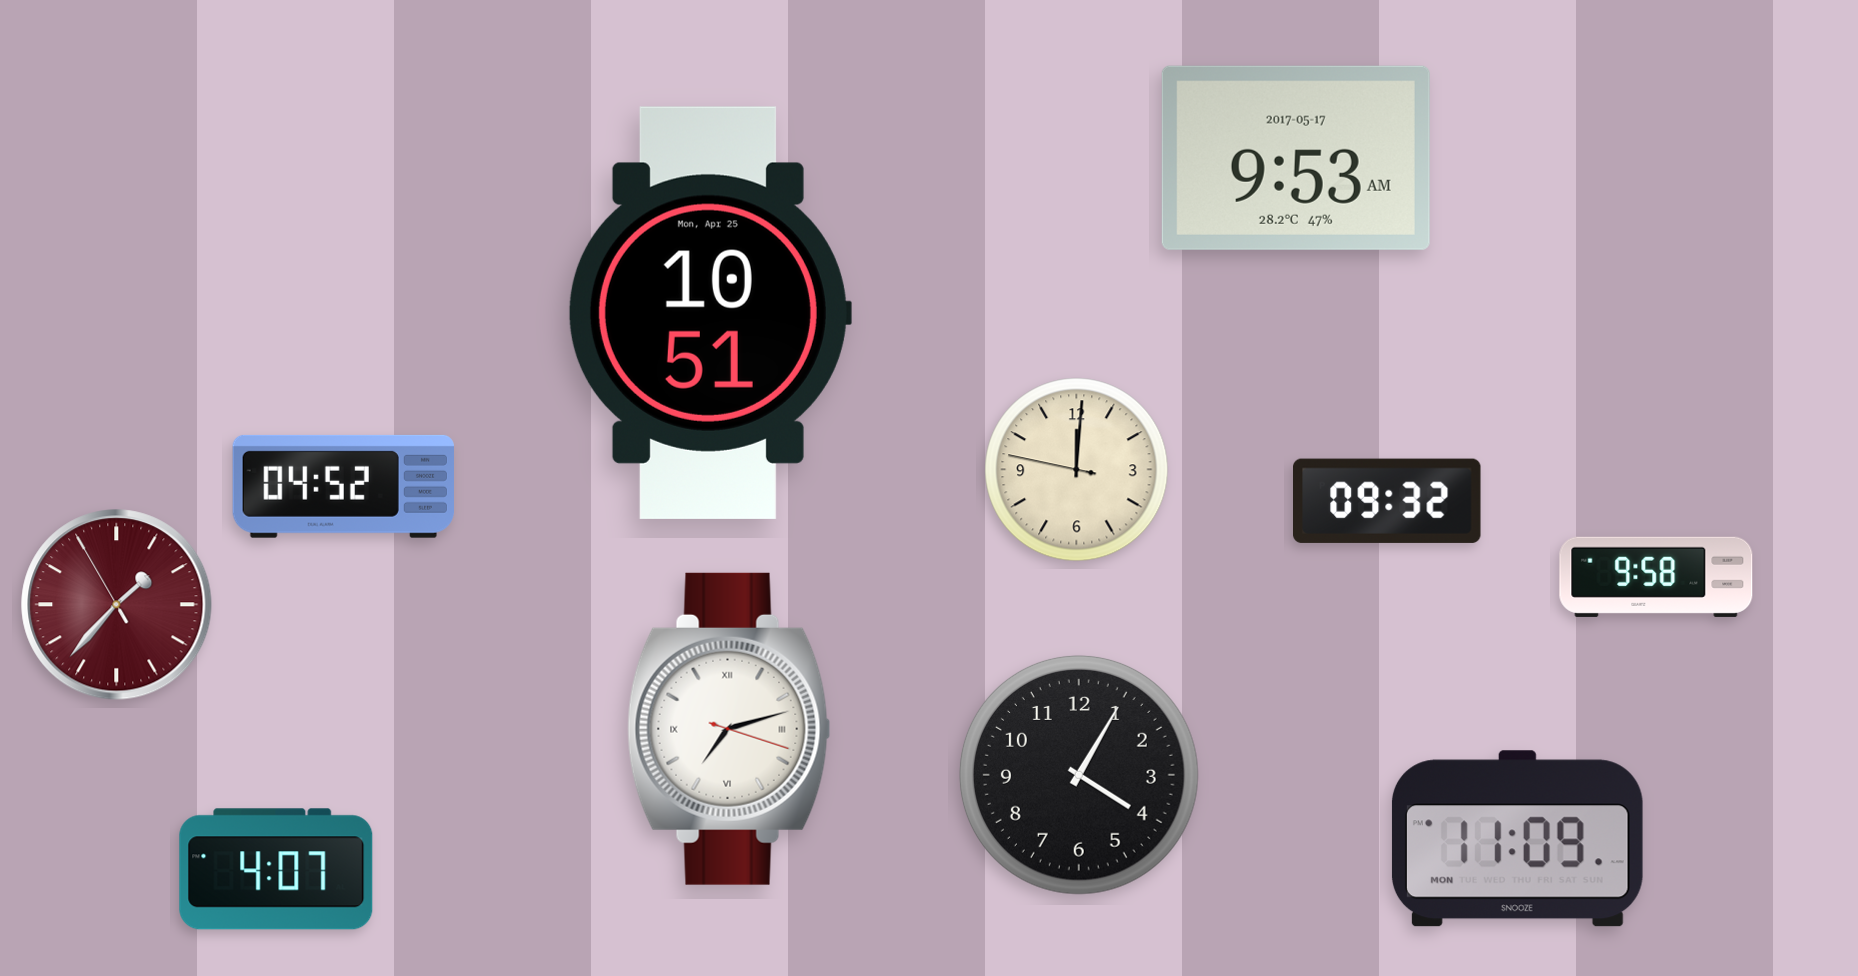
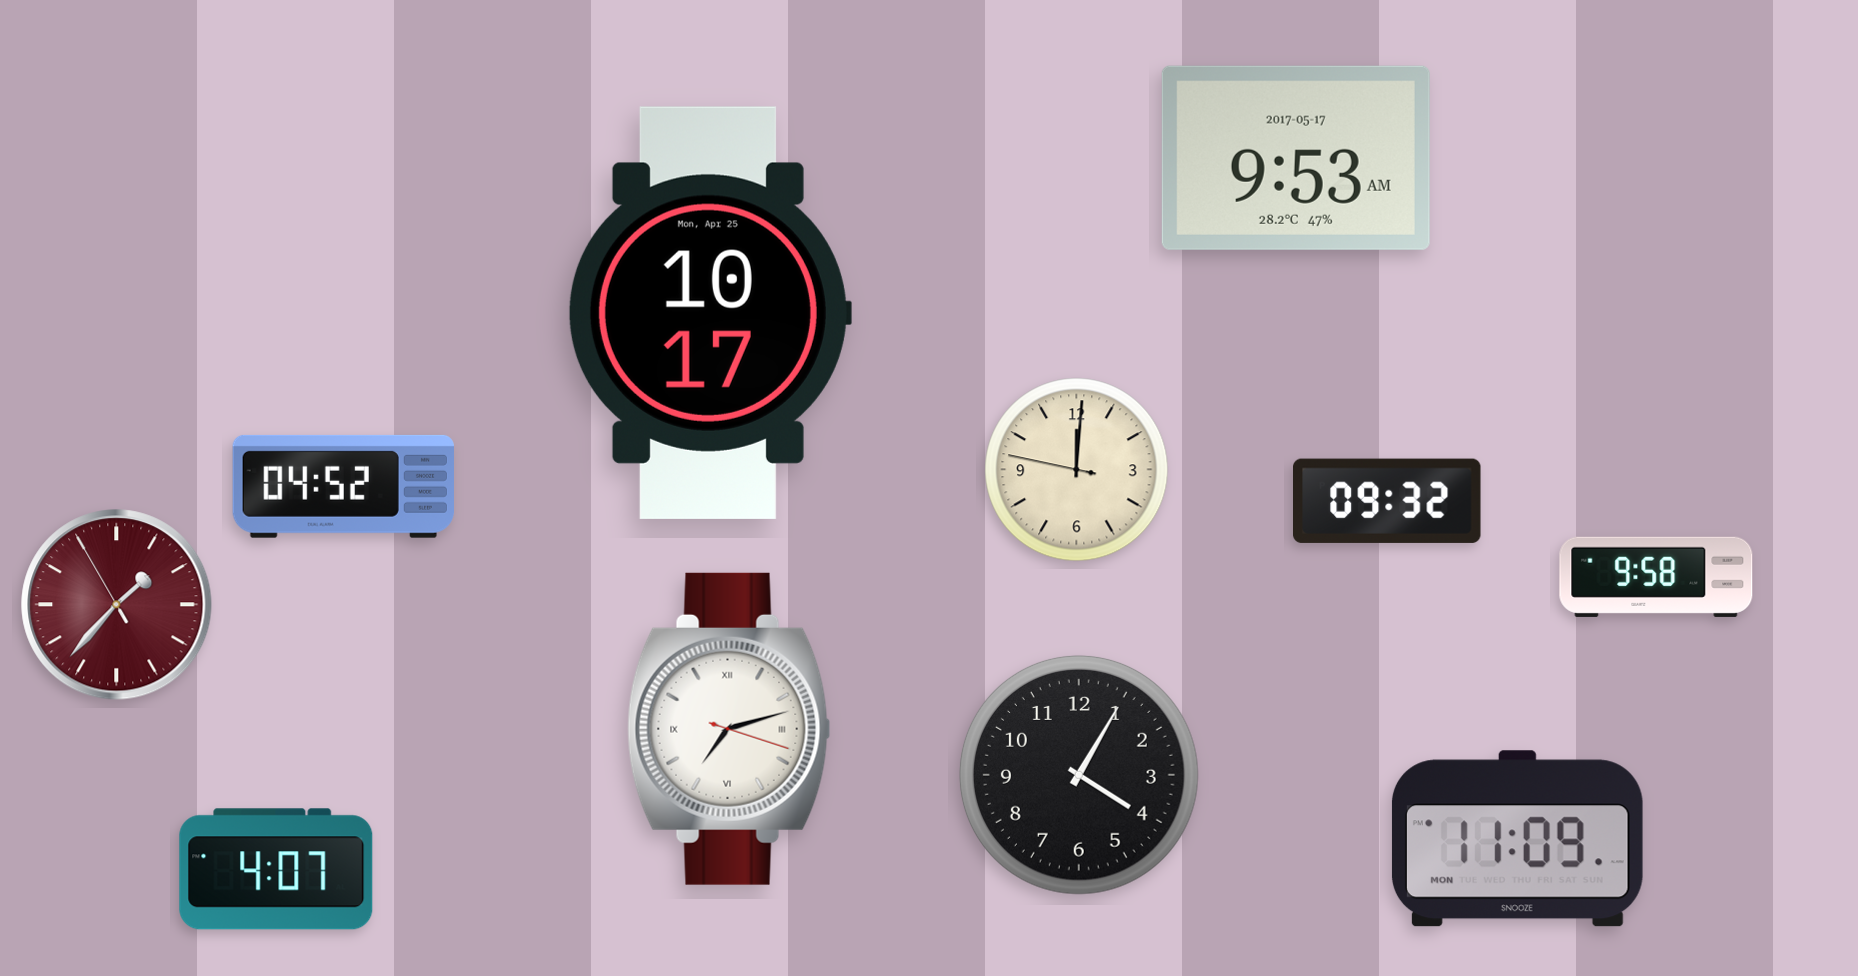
clock at (709, 313): 10:51 -> 10:17
